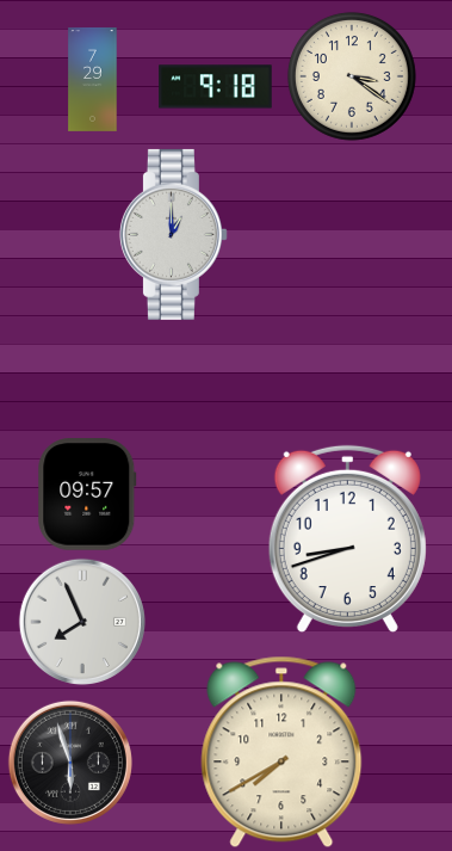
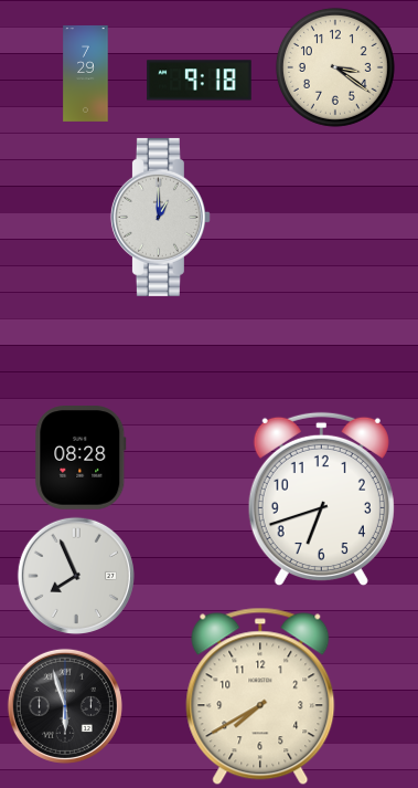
clock at (352, 76) position: (352, 76) -> (335, 67)
clock at (87, 494): 09:57 -> 08:28
clock at (347, 538): 8:42 -> 6:42
